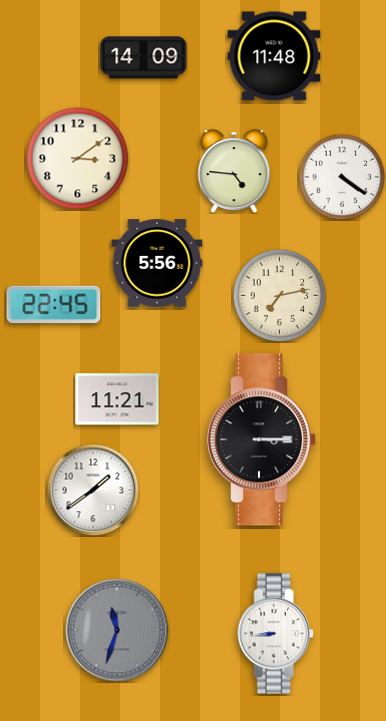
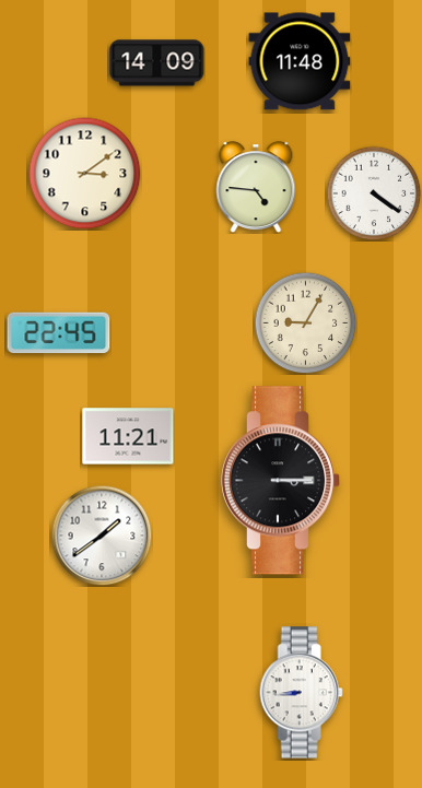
clock at (157, 263): 5:56 -> none
clock at (279, 295): 7:13 -> 9:05
clock at (261, 440) position: (261, 440) -> (280, 481)
clock at (117, 630): 11:33 -> none
